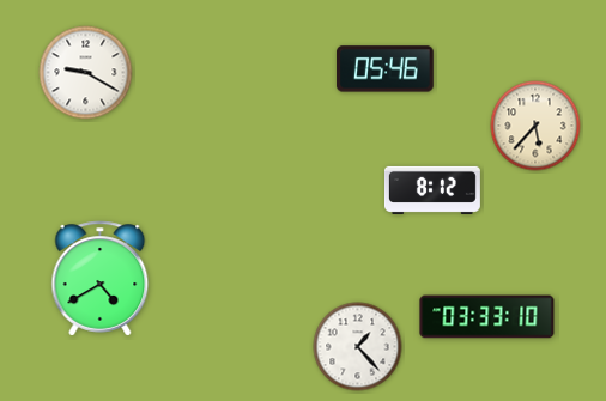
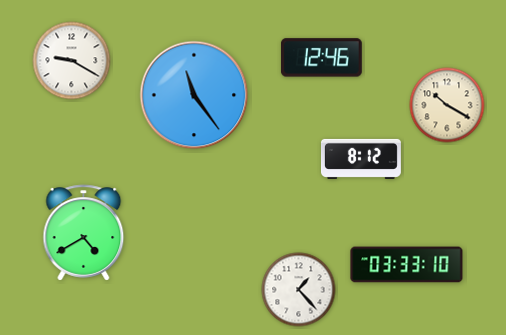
clock at (384, 69): 05:46 -> 12:46
clock at (194, 95): none -> 11:24
clock at (535, 126): 5:37 -> 10:20
